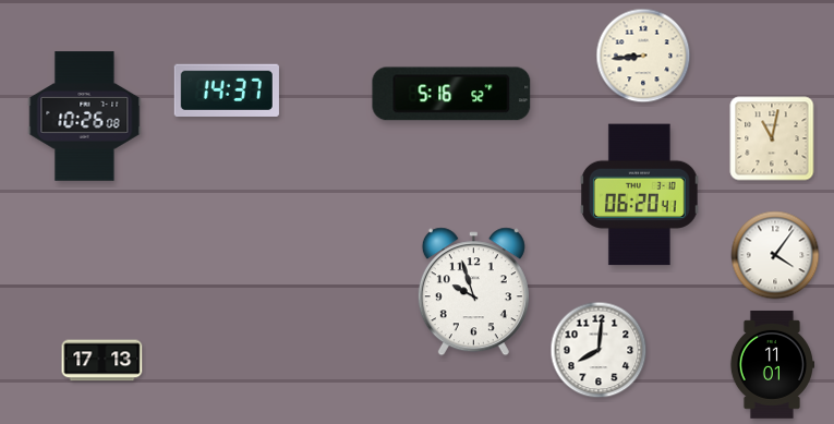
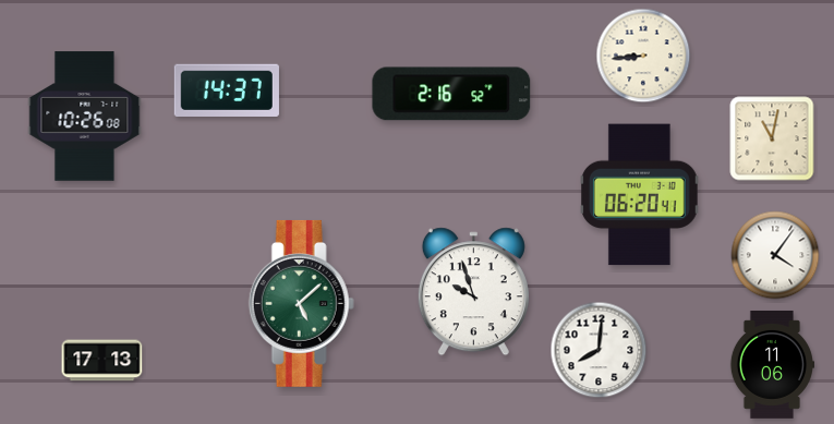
clock at (451, 94): 5:16 -> 2:16
clock at (301, 303): none -> 5:08
clock at (771, 364): 11:01 -> 11:06
